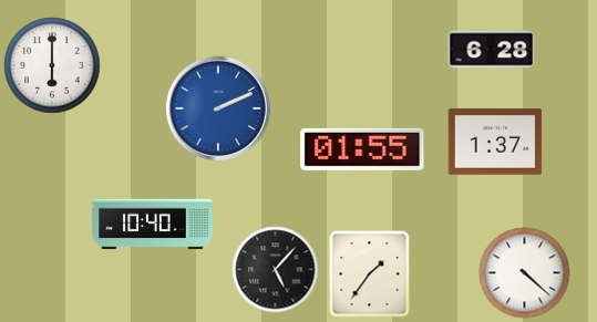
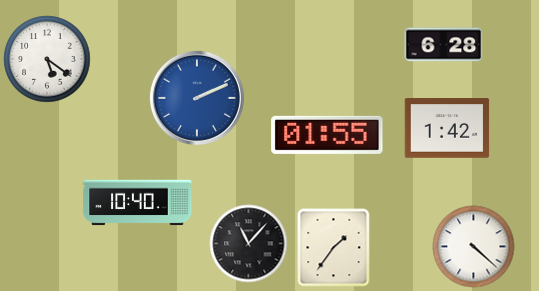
clock at (52, 65): 6:00 -> 5:21
clock at (495, 142): 1:37 -> 1:42
clock at (275, 269): 5:07 -> 11:07
